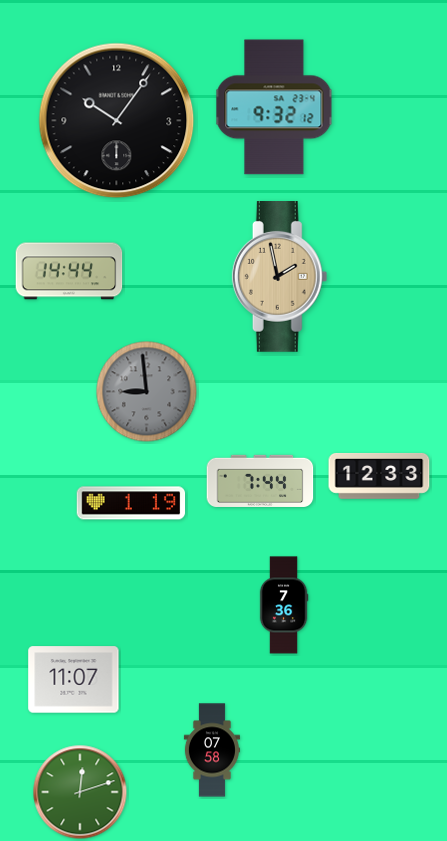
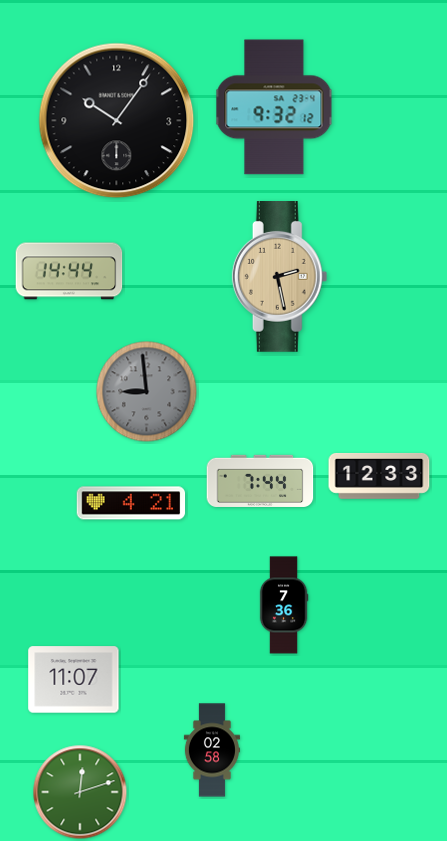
clock at (280, 277): 1:58 -> 2:28
clock at (131, 503): 1:19 -> 4:21
clock at (212, 750): 07:58 -> 02:58
